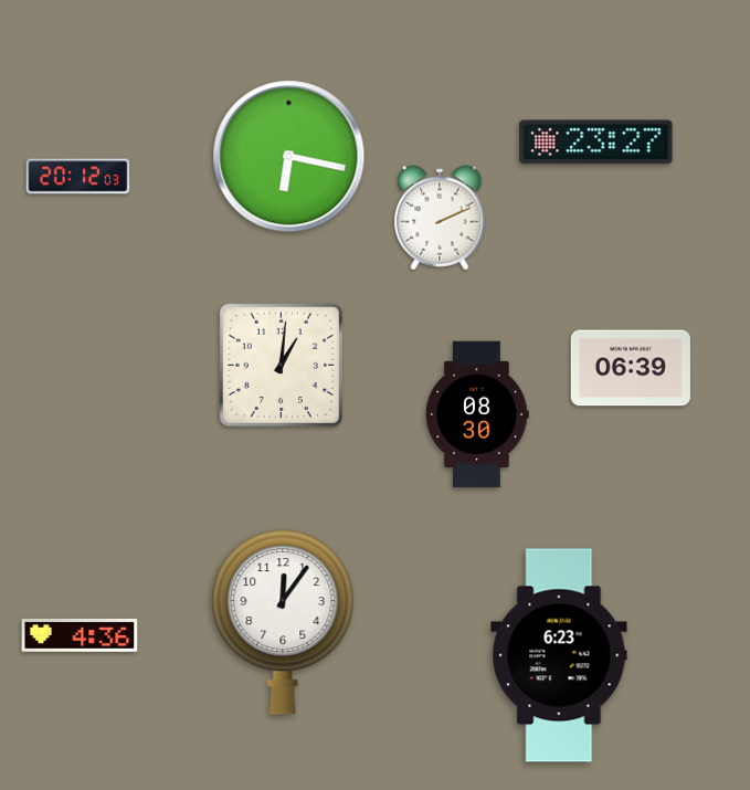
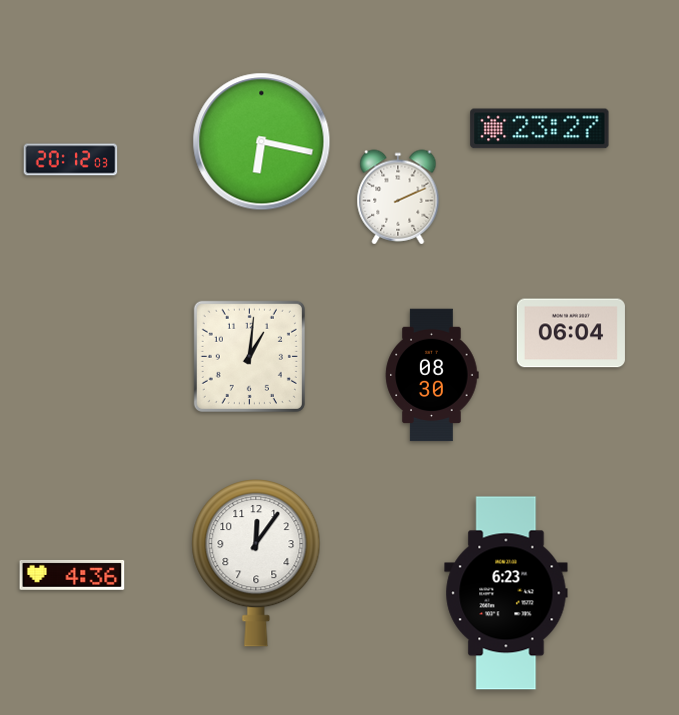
clock at (281, 365) position: (281, 365) -> (249, 356)
clock at (631, 368): 06:39 -> 06:04
